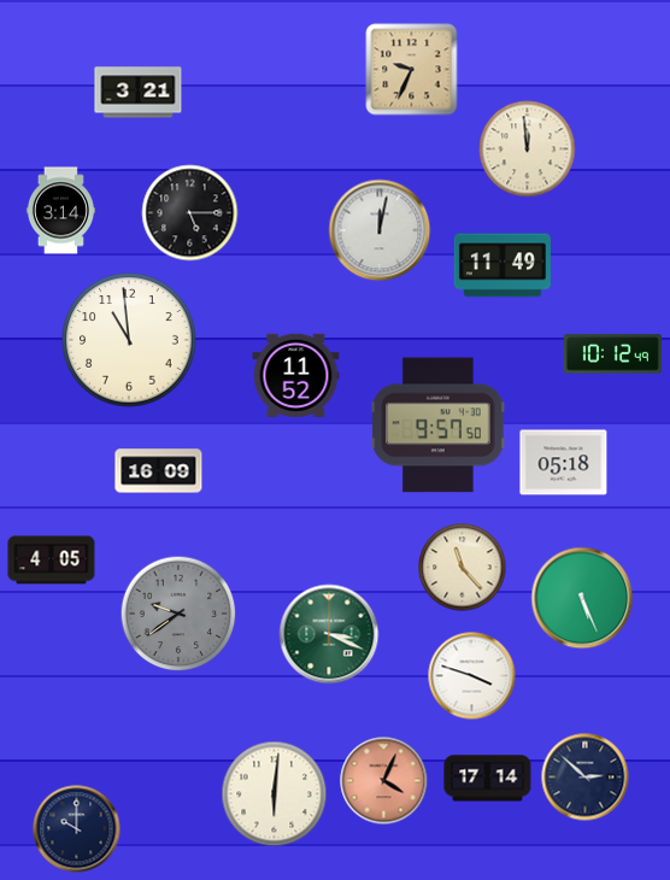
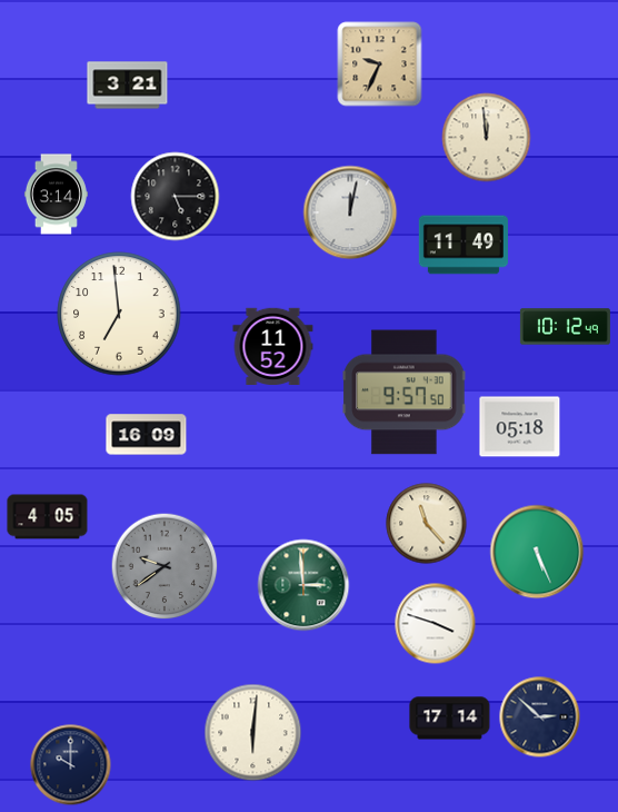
clock at (129, 340): 10:59 -> 6:59
clock at (329, 634): 3:19 -> 2:59
clock at (384, 781): 4:04 -> none
